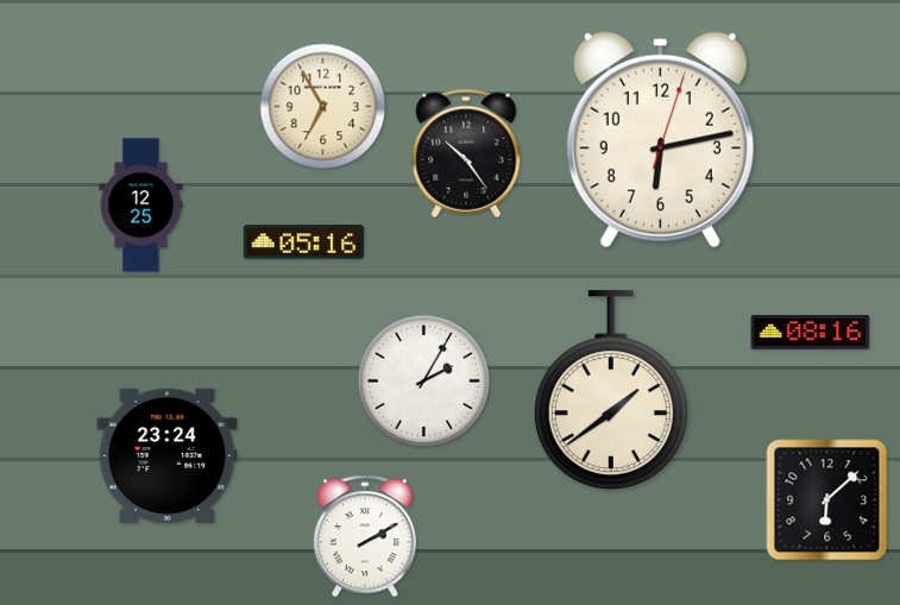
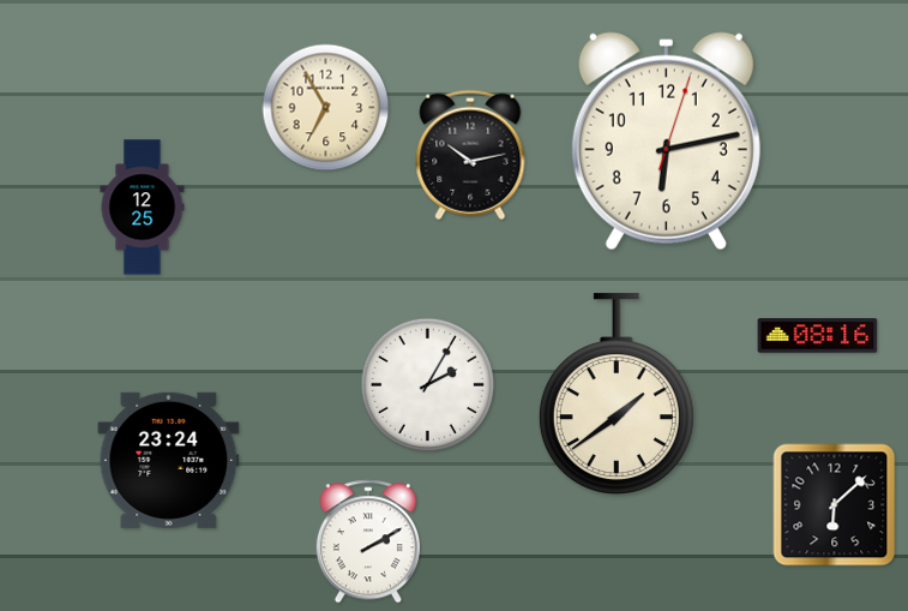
clock at (466, 153): 10:24 -> 10:13
clock at (304, 242): 05:16 -> none
